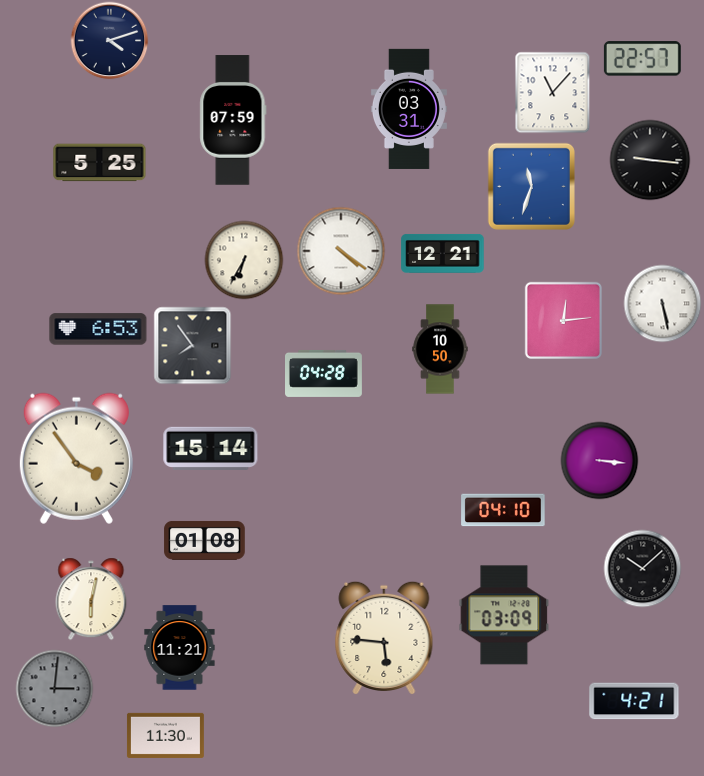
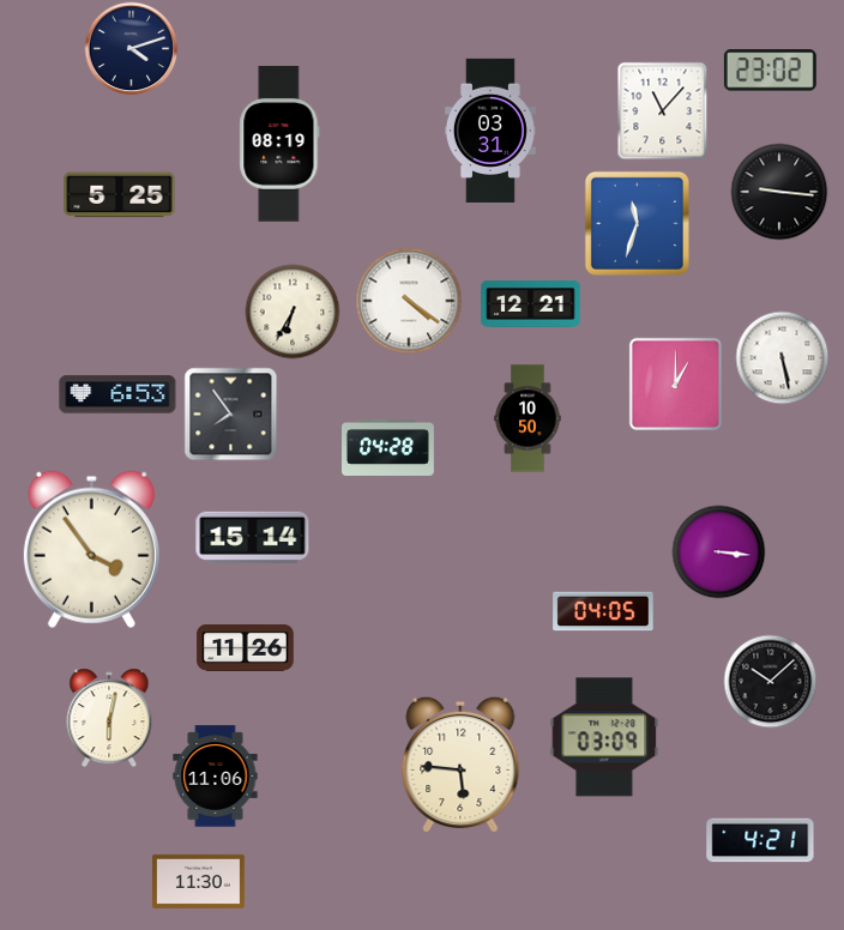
clock at (642, 59): 22:57 -> 23:02
clock at (233, 120): 07:59 -> 08:19
clock at (662, 303) position: (662, 303) -> (782, 357)
clock at (563, 320): 12:14 -> 1:00
clock at (503, 510): 04:10 -> 04:05
clock at (205, 540): 01:08 -> 11:26
clock at (180, 648): 11:21 -> 11:06
clock at (54, 688): 3:01 -> none
